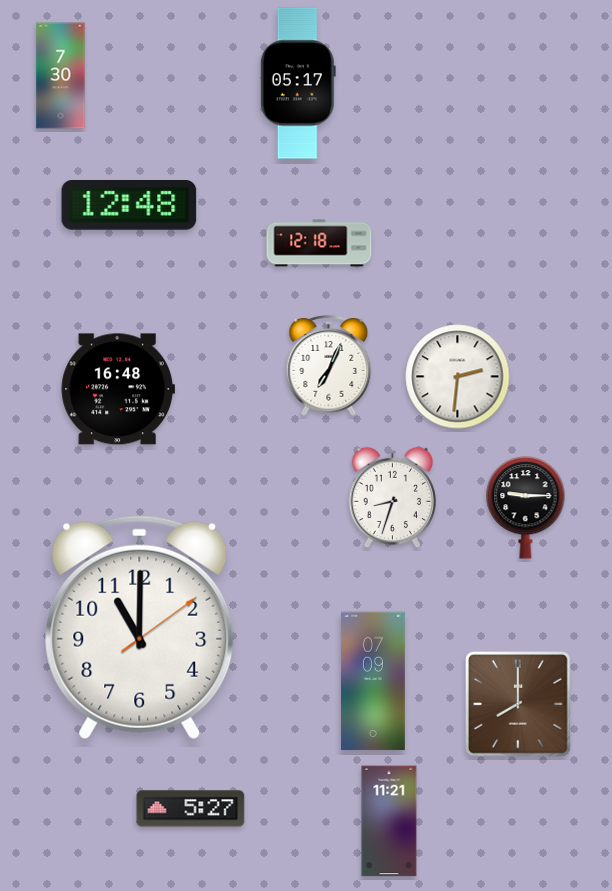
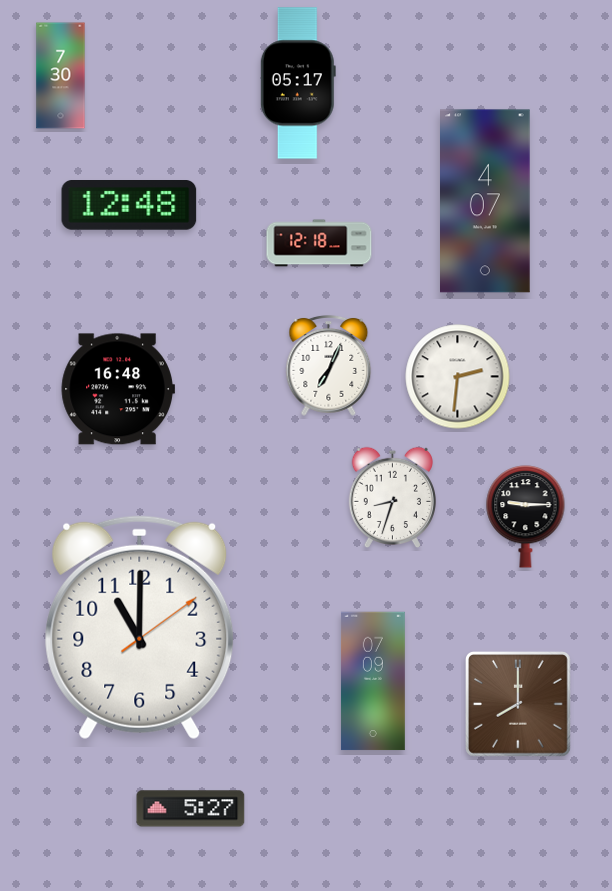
clock at (485, 201): none -> 4:07
clock at (526, 508) position: (526, 508) -> (526, 517)
clock at (389, 821): 11:21 -> none
